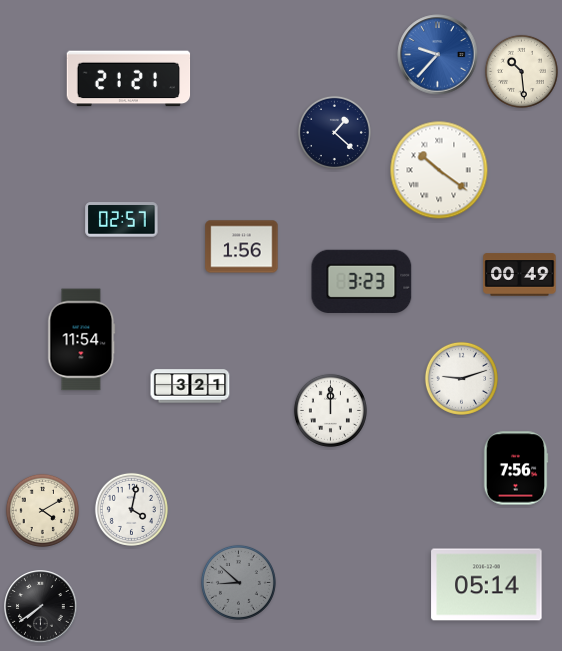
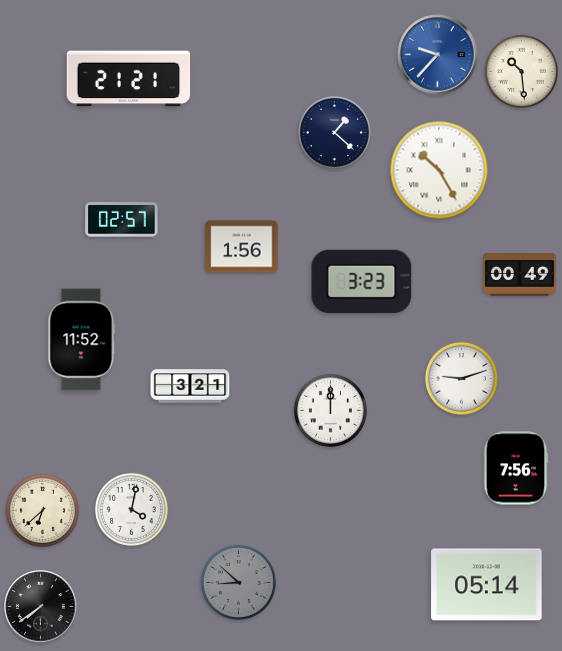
clock at (439, 170): 10:21 -> 10:25
clock at (82, 340): 11:54 -> 11:52
clock at (42, 510): 4:10 -> 6:38
